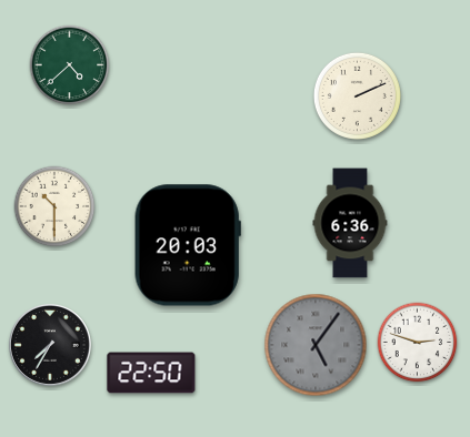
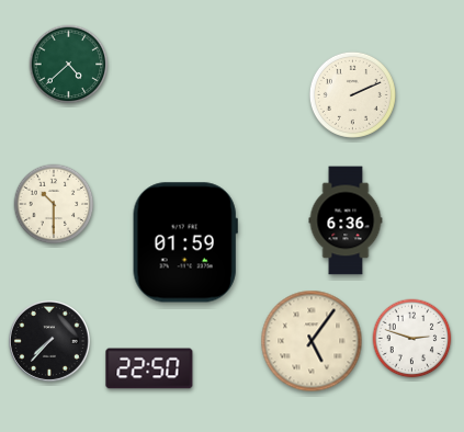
clock at (188, 245): 20:03 -> 01:59
clock at (50, 345): 7:35 -> 7:37
clock at (316, 345) dial: grey -> cream
